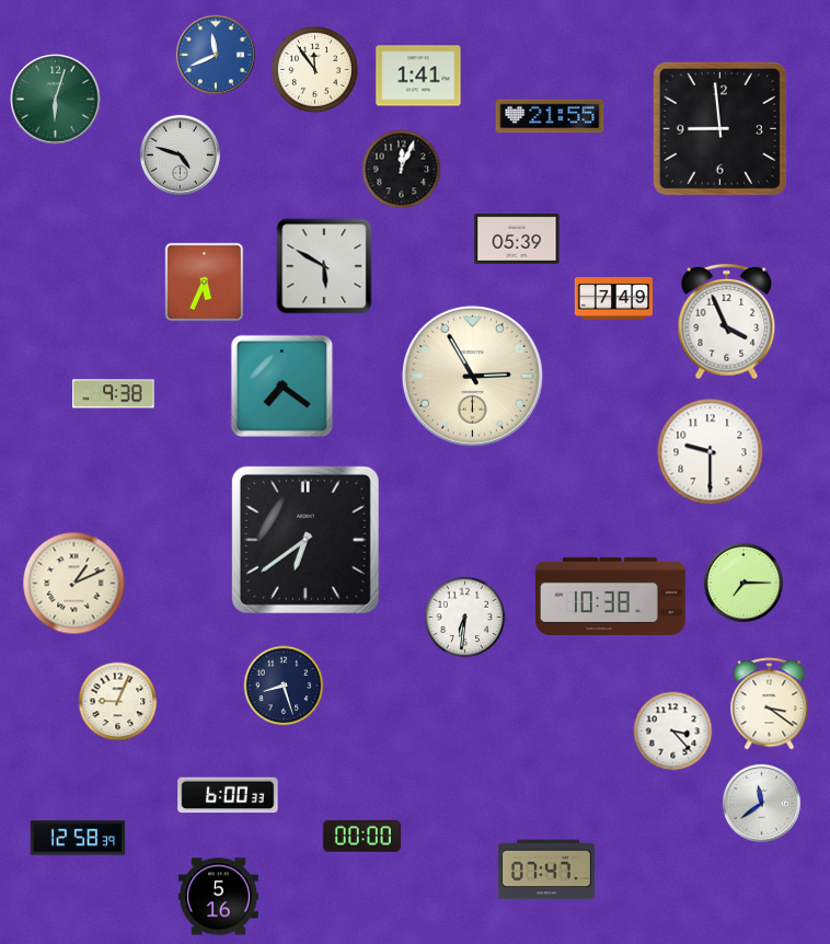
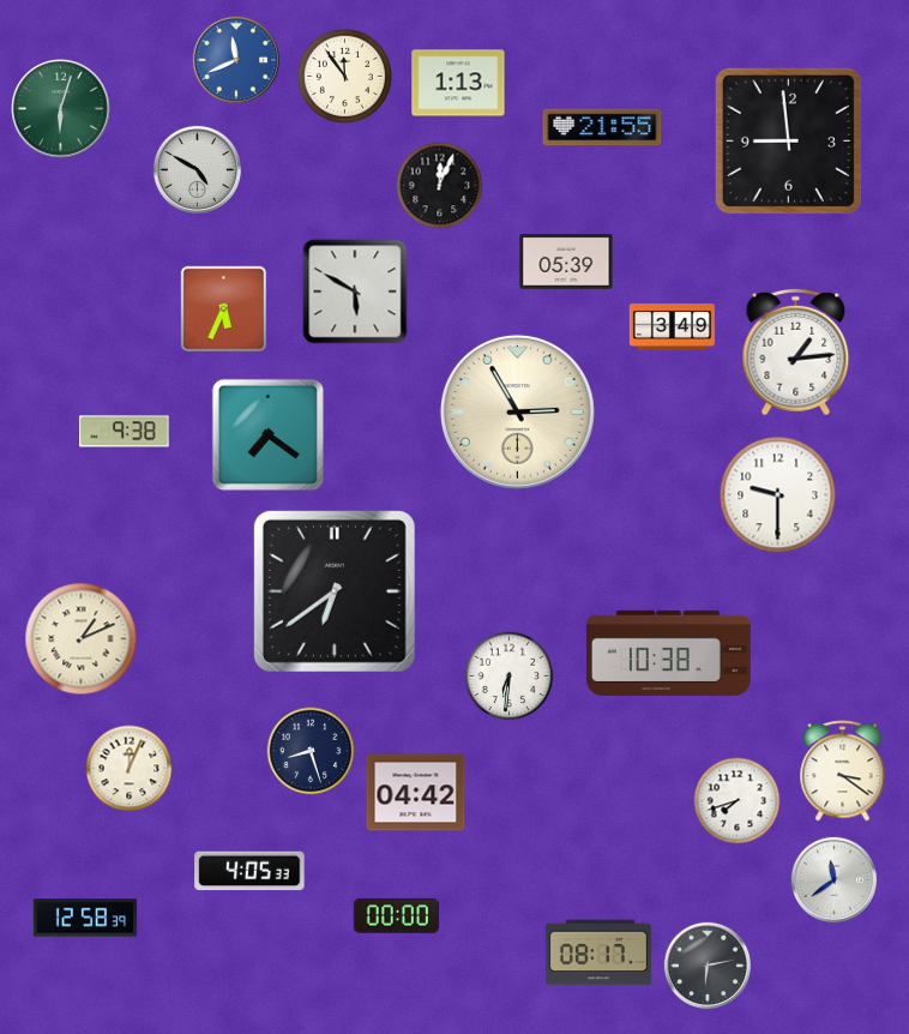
clock at (418, 76): 1:41 -> 1:13
clock at (180, 154): 4:48 -> 4:50
clock at (613, 299): 7:49 -> 3:49
clock at (727, 322): 3:56 -> 1:14
clock at (281, 385) position: (281, 385) -> (267, 434)
clock at (743, 583): 7:15 -> none
clock at (118, 702): 9:04 -> 12:04
clock at (416, 793): none -> 04:42
clock at (673, 732): 3:23 -> 7:42
clock at (228, 795): 6:00 -> 4:05
clock at (546, 870): 07:47 -> 08:17
clock at (708, 966): none -> 6:13
clock at (218, 897): 5:16 -> none
